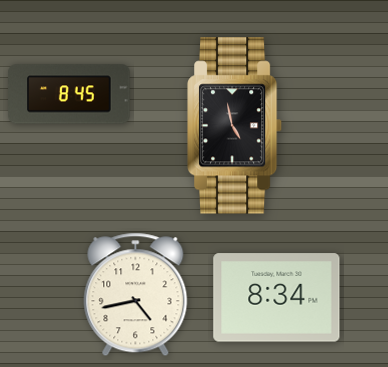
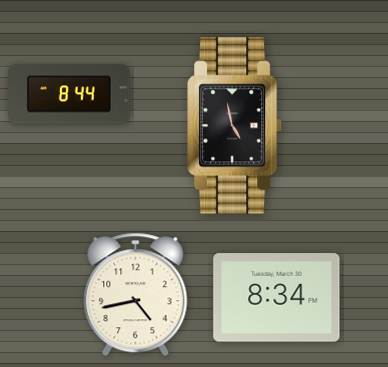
clock at (69, 94): 8:45 -> 8:44
